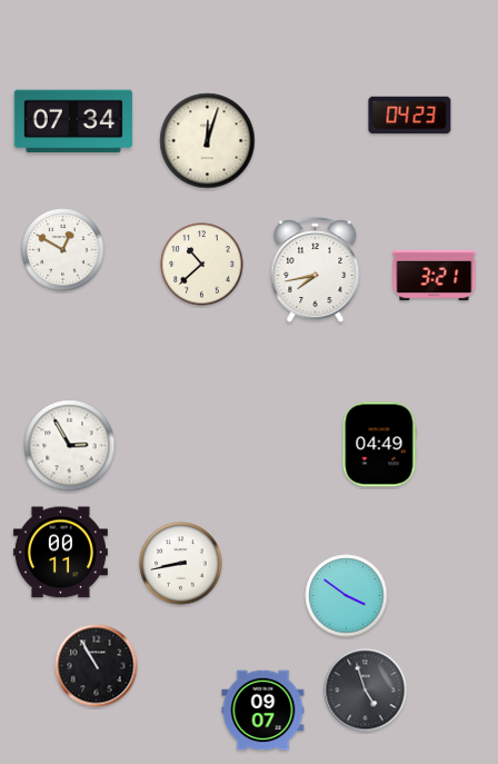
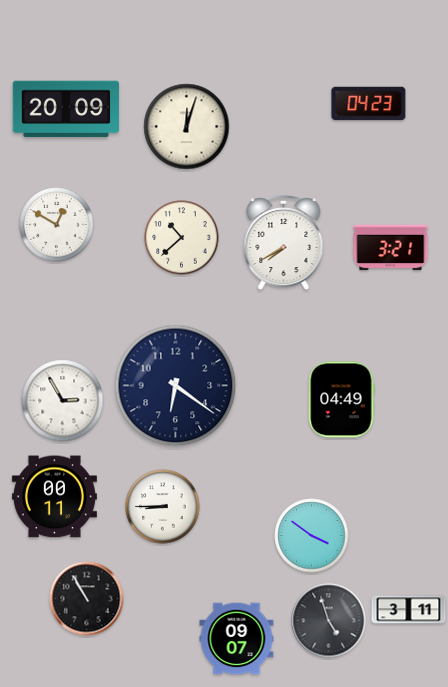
clock at (73, 121): 07:34 -> 20:09
clock at (316, 270): 7:43 -> 7:40
clock at (176, 386): none -> 6:21
clock at (181, 564): 8:43 -> 8:45
clock at (409, 610): none -> 3:11
